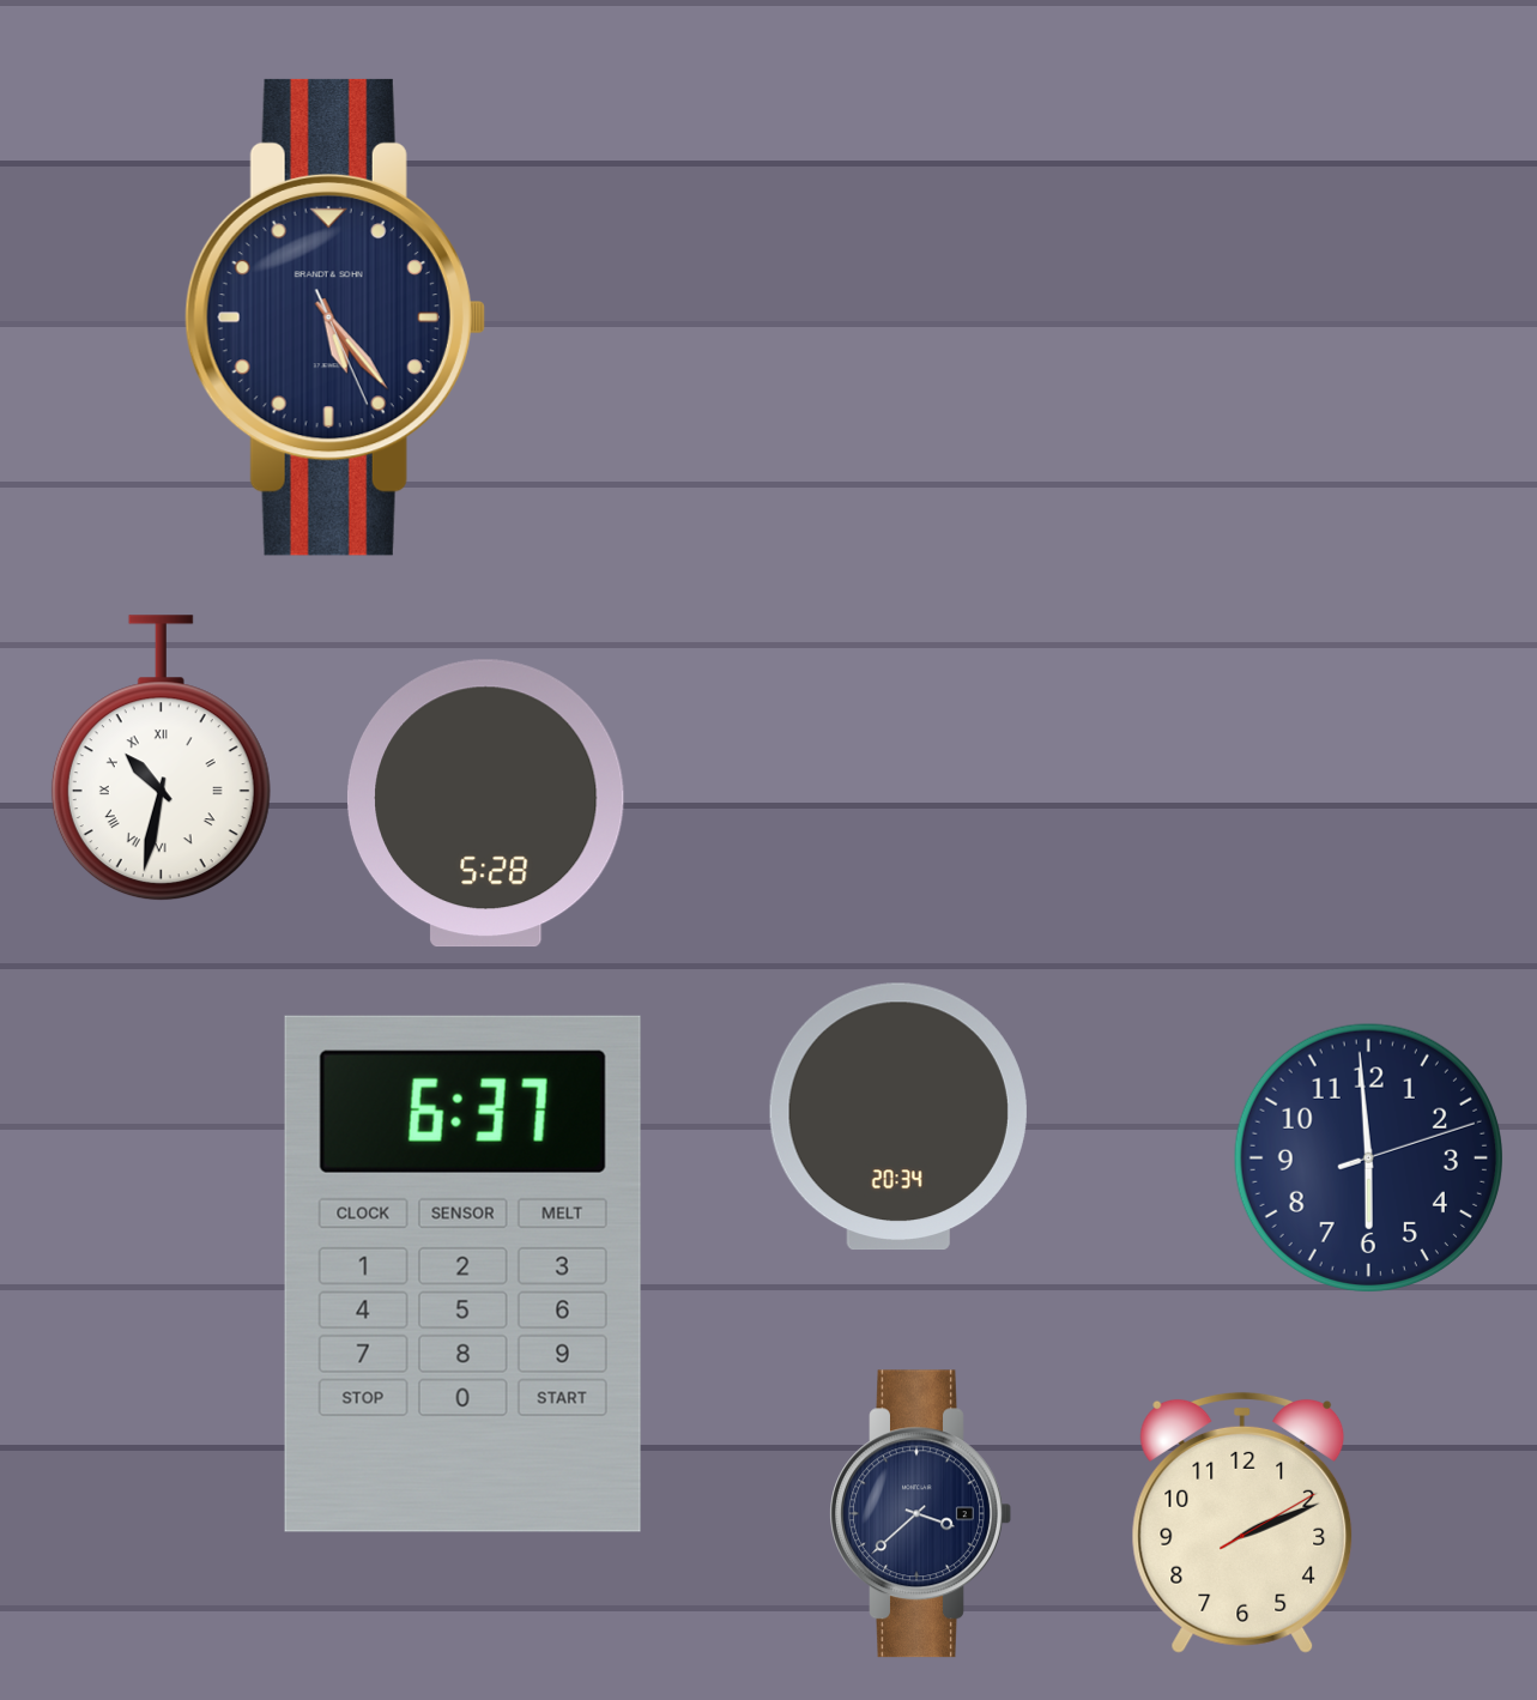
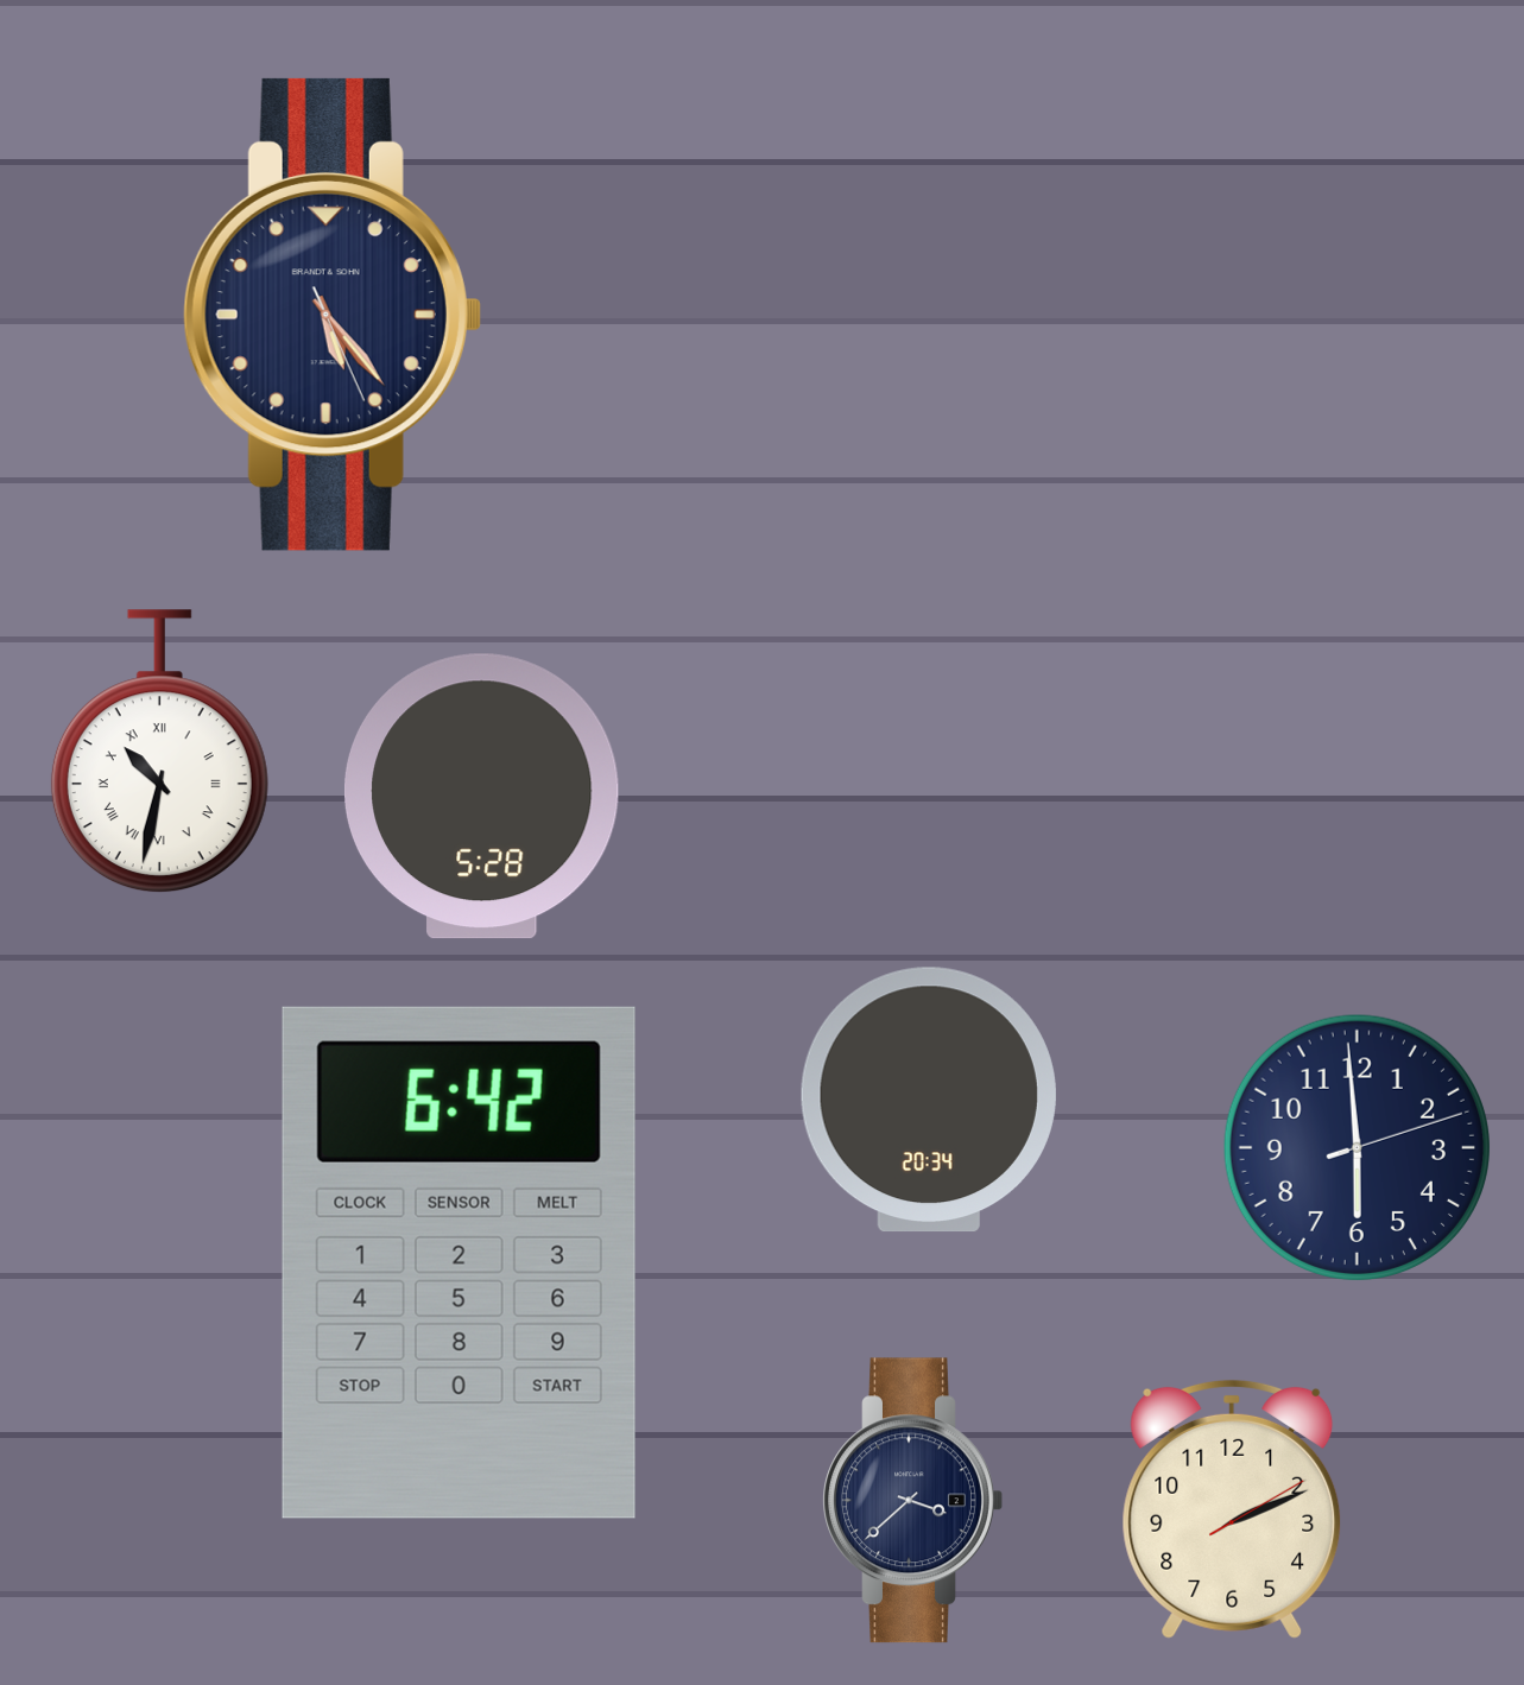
clock at (898, 1117) position: (898, 1117) -> (929, 1100)
clock at (462, 1274): 6:37 -> 6:42
